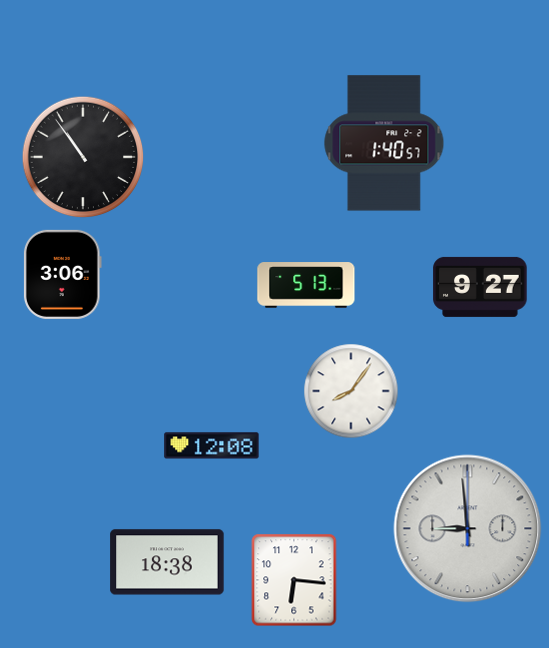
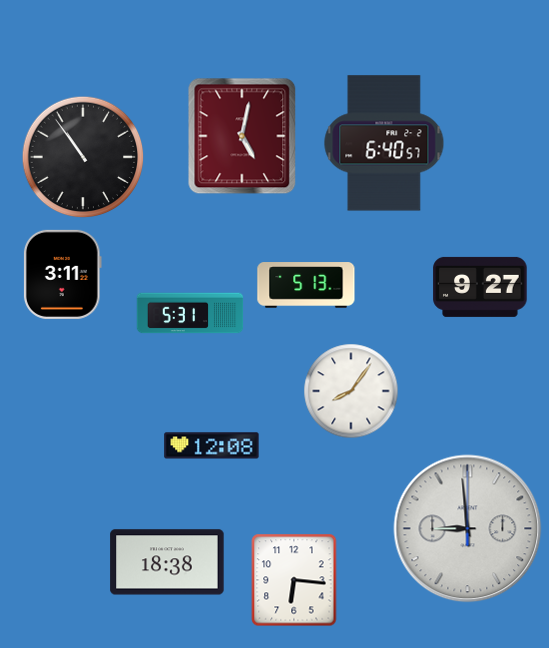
clock at (242, 136): none -> 5:02
clock at (384, 143): 1:40 -> 6:40
clock at (62, 274): 3:06 -> 3:11
clock at (190, 313): none -> 5:31
